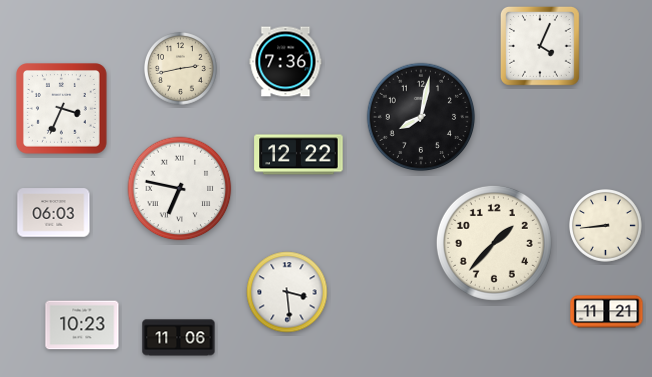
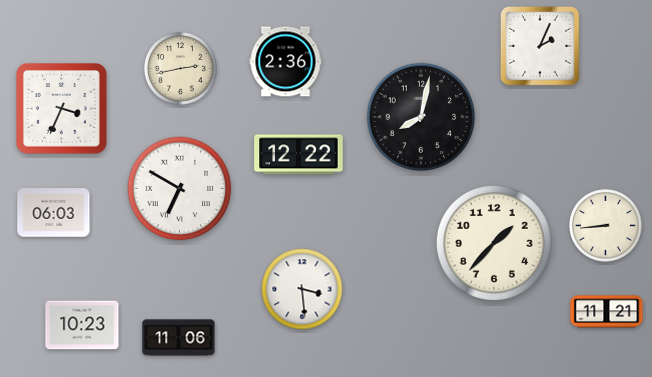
clock at (540, 46): 4:04 -> 2:04
clock at (286, 62): 7:36 -> 2:36
clock at (180, 189): 6:47 -> 6:50
clock at (287, 292) position: (287, 292) -> (302, 289)
